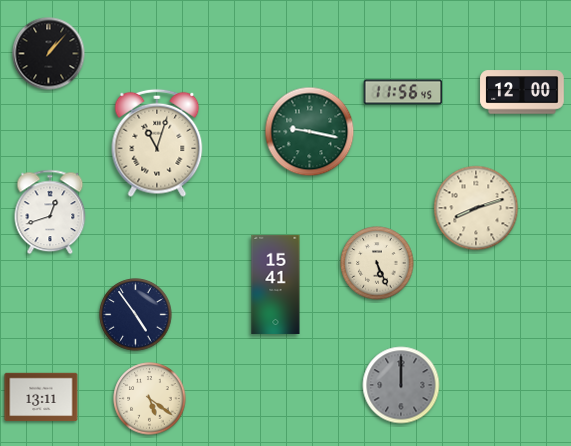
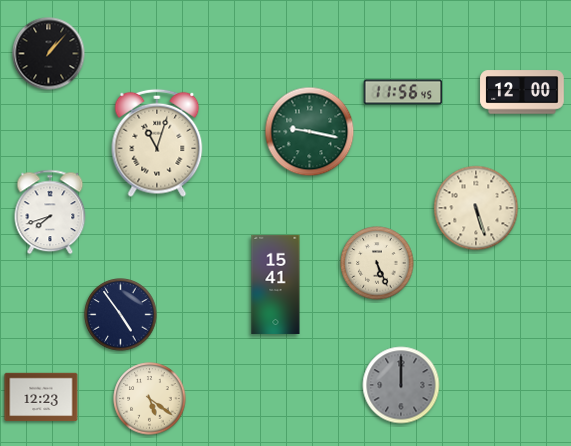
clock at (476, 208): 8:12 -> 5:27
clock at (50, 212): 12:42 -> 7:42
clock at (136, 315) position: (136, 315) -> (121, 315)
clock at (41, 397): 13:11 -> 12:23
